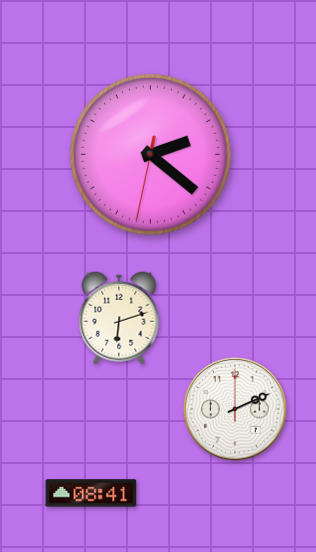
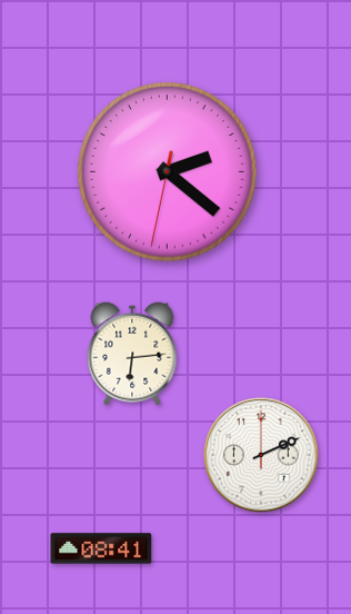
clock at (119, 318): 6:12 -> 6:14
